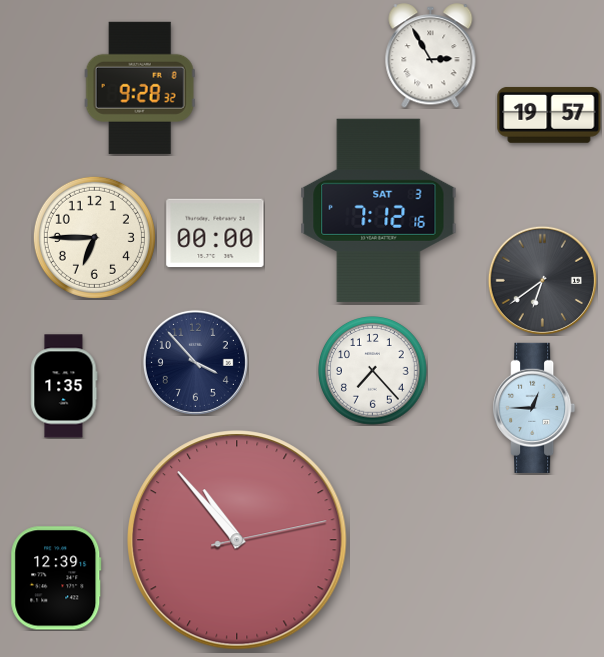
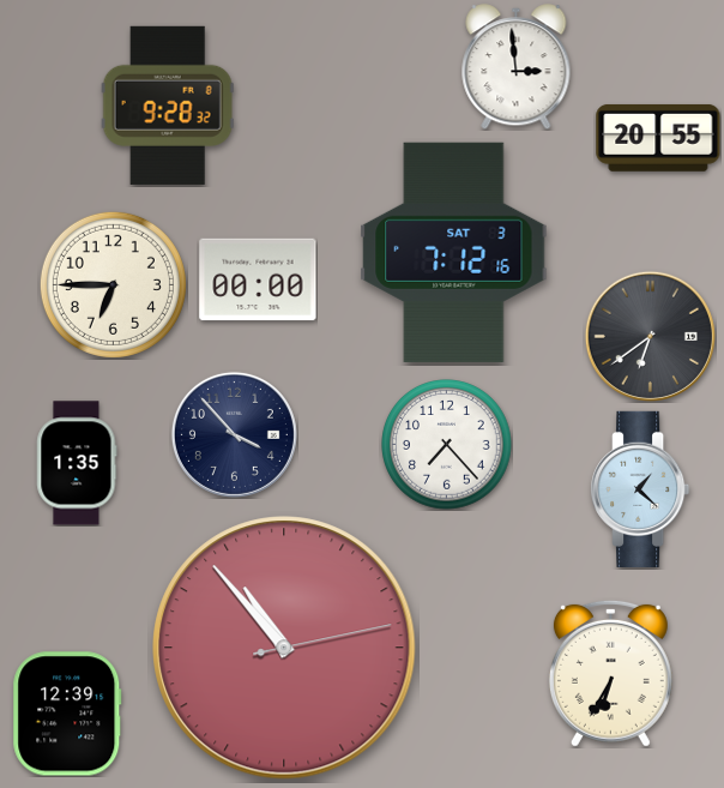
clock at (431, 56): 2:55 -> 2:59
clock at (549, 115): 19:57 -> 20:55
clock at (534, 408): 12:45 -> 1:22
clock at (610, 673): none -> 6:35
clock at (56, 578) position: (56, 578) -> (67, 714)
